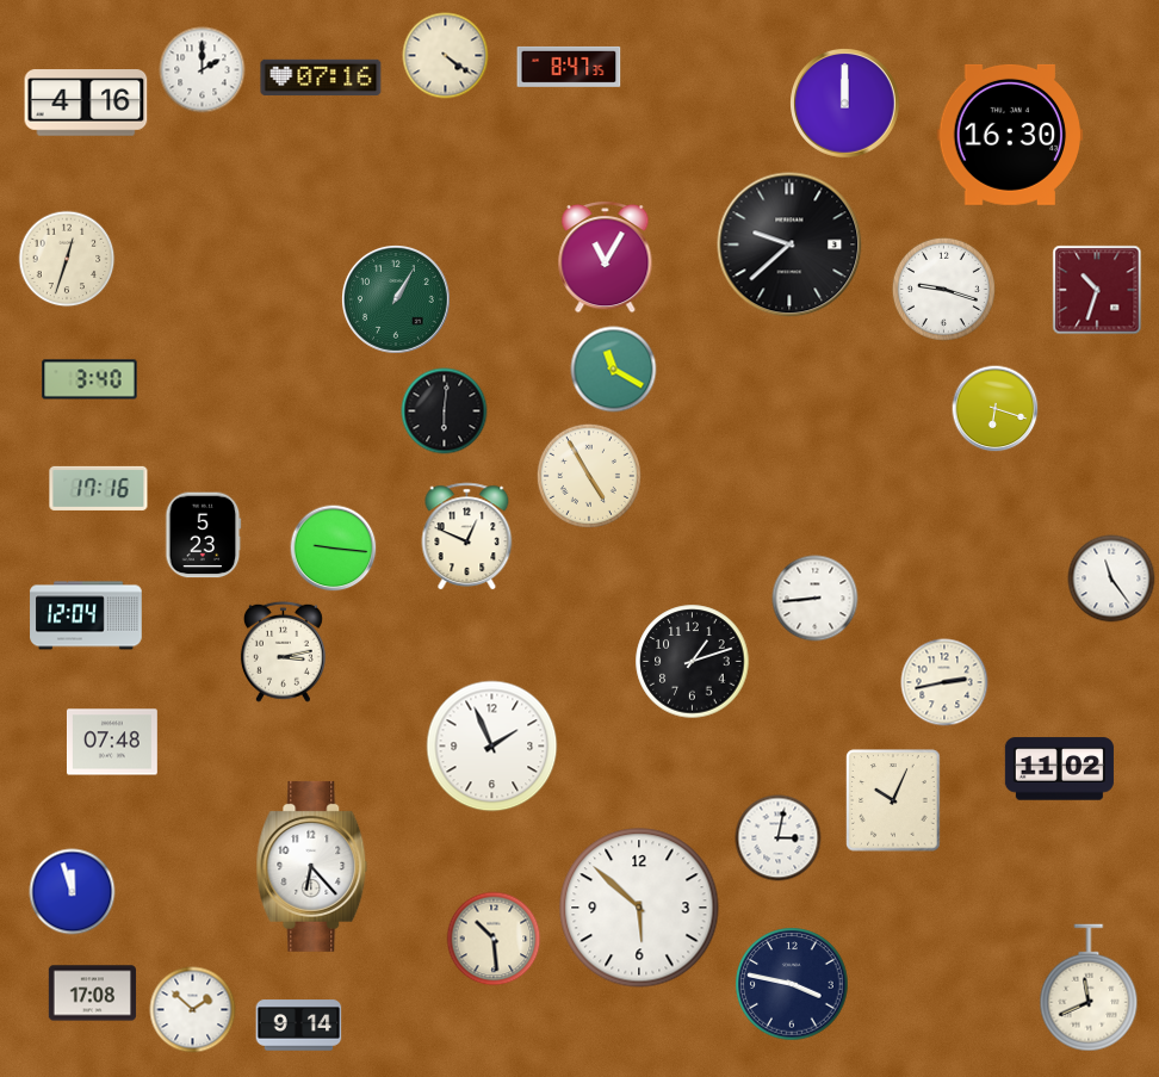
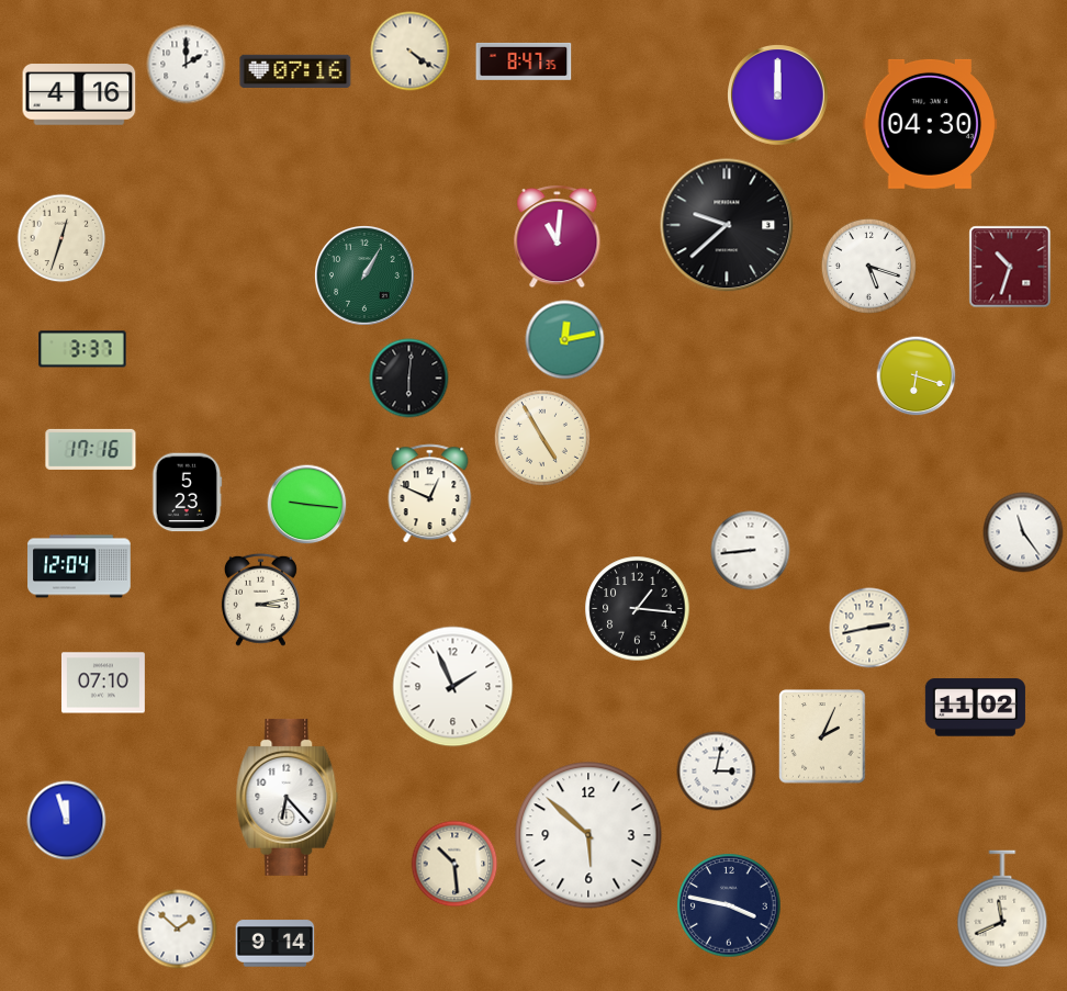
clock at (1010, 135): 16:30 -> 04:30
clock at (606, 256): 11:05 -> 11:01
clock at (943, 289): 9:18 -> 5:18
clock at (614, 370): 11:20 -> 12:13
clock at (89, 379): 3:40 -> 3:37
clock at (693, 662): 1:12 -> 1:16
clock at (112, 742): 07:48 -> 07:10
clock at (893, 800): 10:04 -> 2:04
clock at (93, 994): 17:08 -> none
